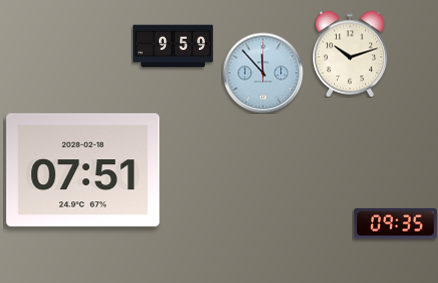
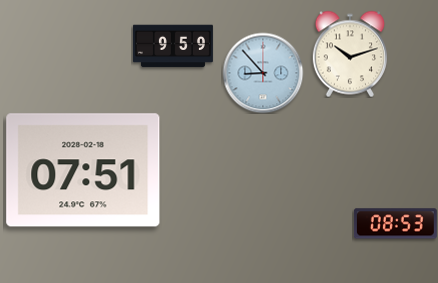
clock at (263, 73): 11:53 -> 8:53
clock at (395, 224): 09:35 -> 08:53
